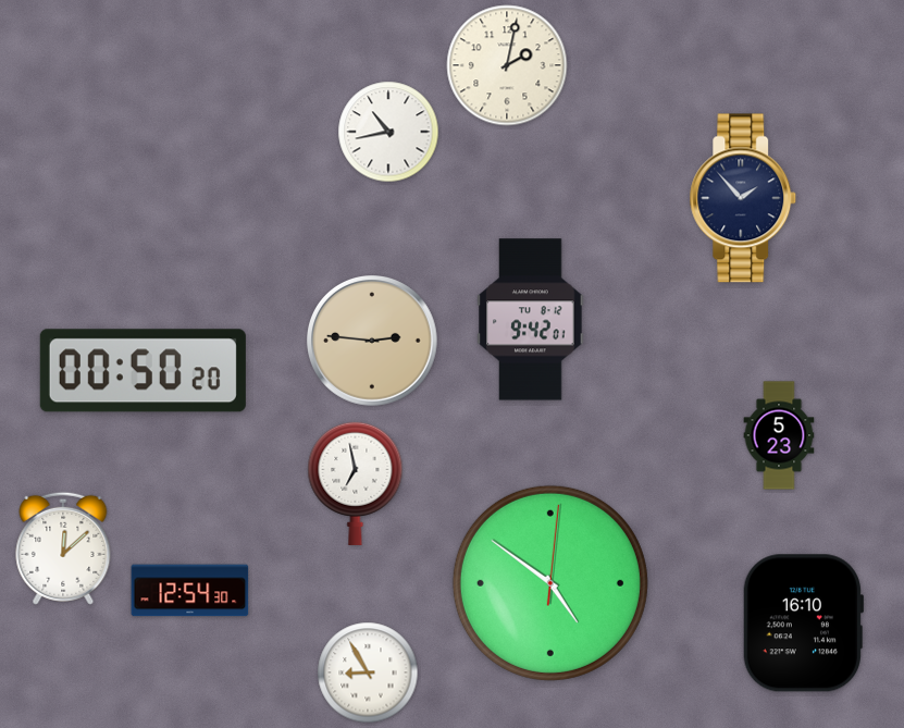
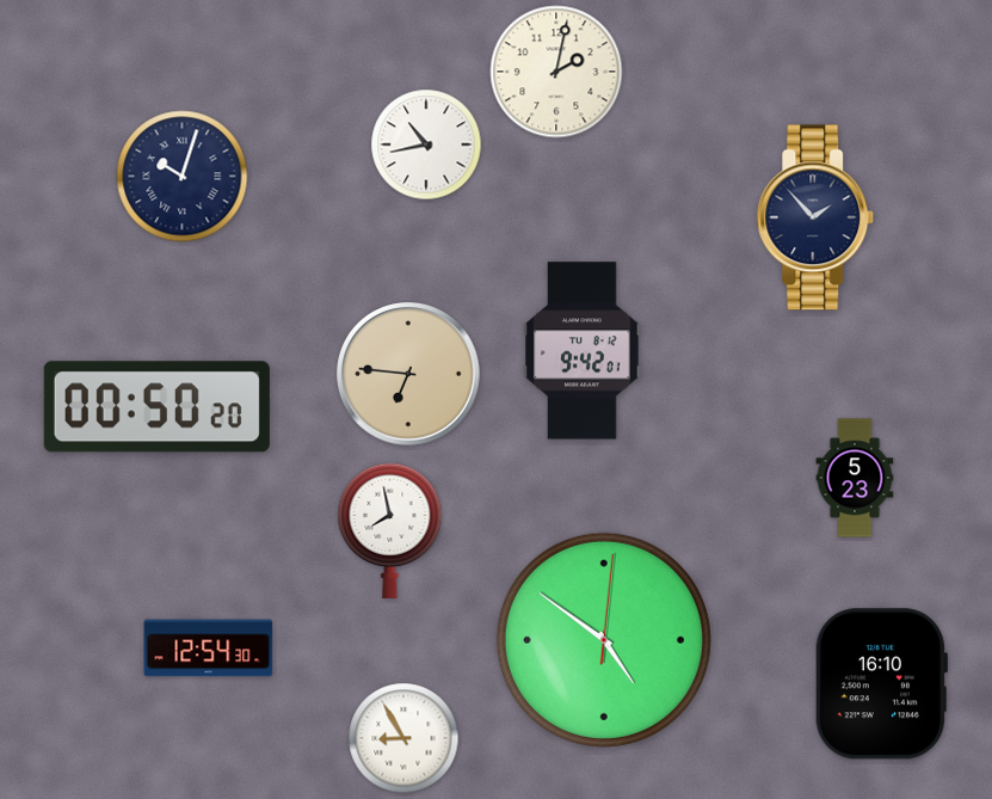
clock at (183, 177): none -> 10:03
clock at (373, 342): 2:46 -> 6:46
clock at (356, 483): 6:58 -> 7:58
clock at (63, 548): 12:08 -> none
